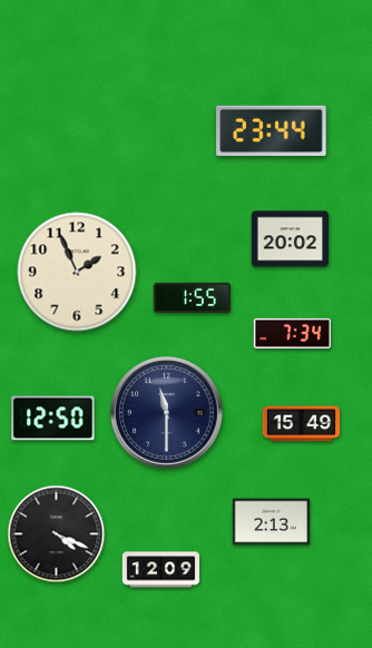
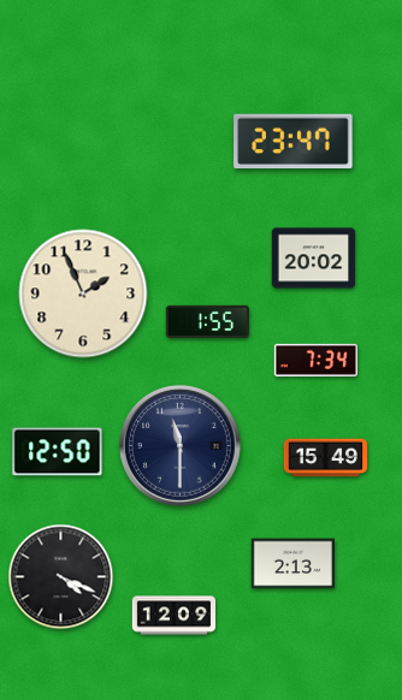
clock at (272, 131): 23:44 -> 23:47
